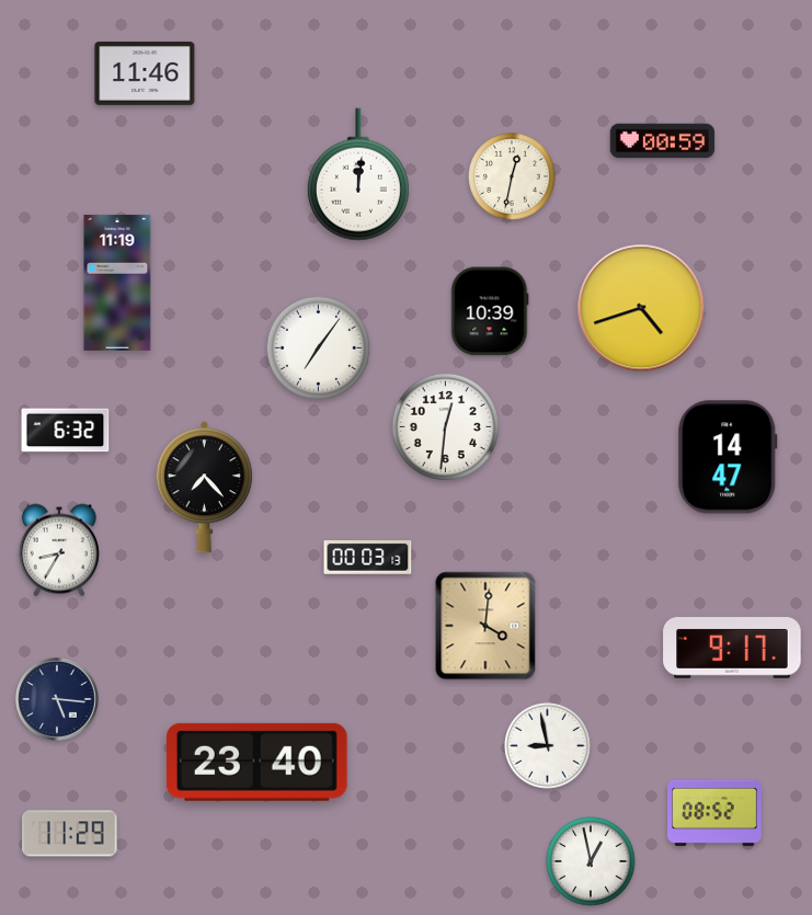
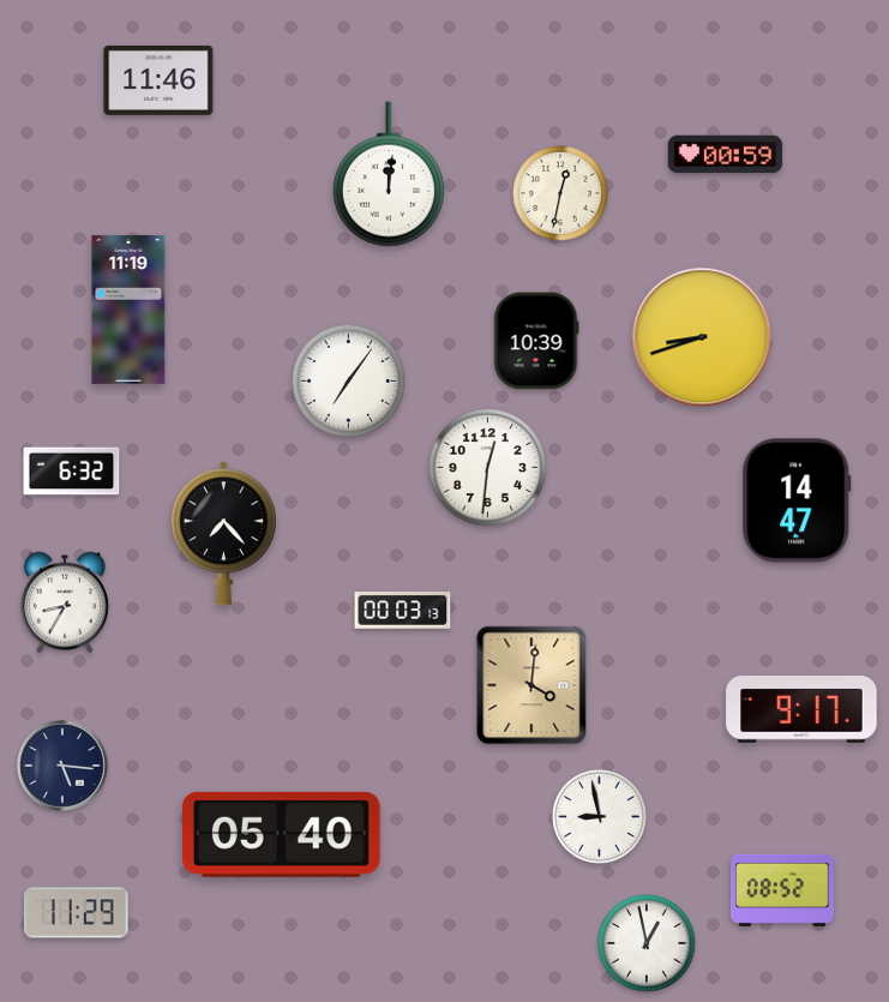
clock at (358, 174) position: (358, 174) -> (389, 174)
clock at (641, 308): 4:42 -> 8:42
clock at (256, 762): 23:40 -> 05:40
